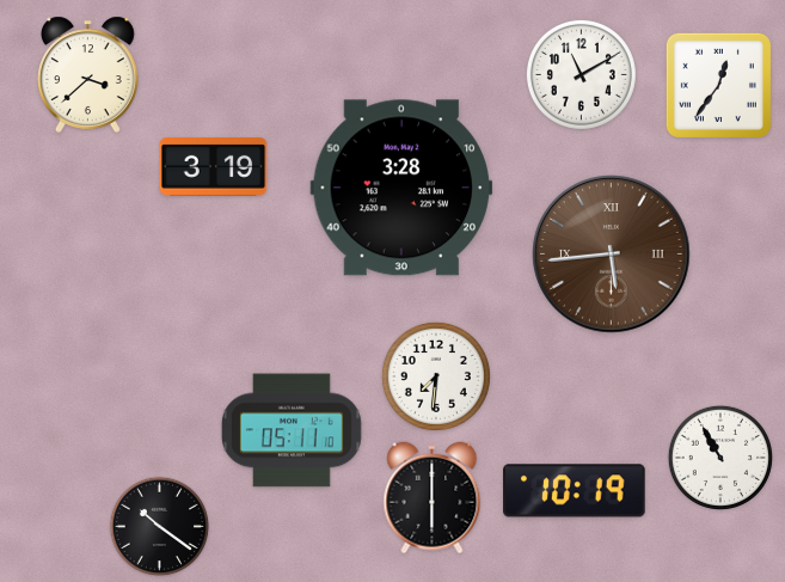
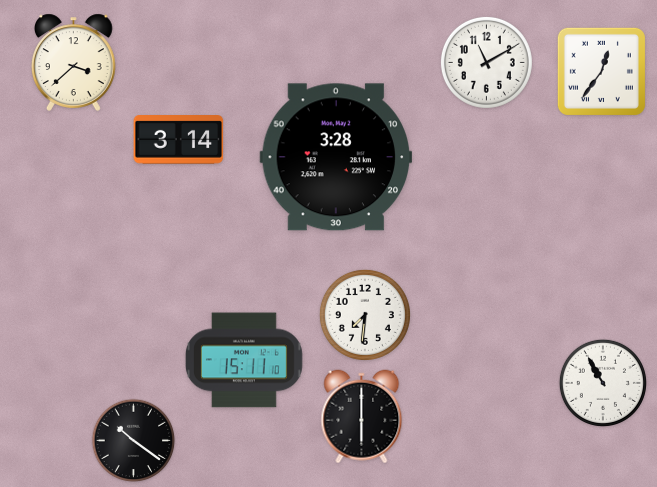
clock at (214, 167): 3:19 -> 3:14
clock at (612, 255): 5:44 -> none
clock at (292, 430): 05:11 -> 15:11
clock at (575, 491): 10:19 -> none
